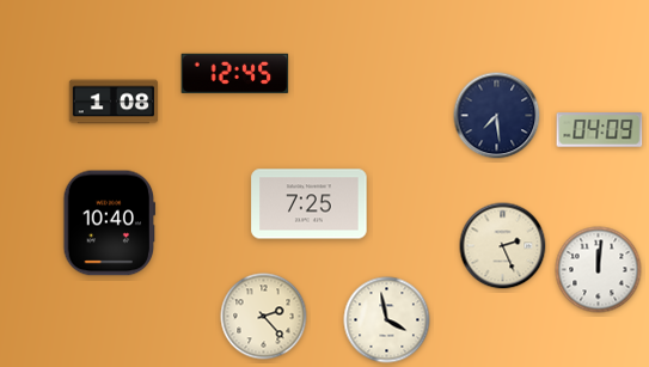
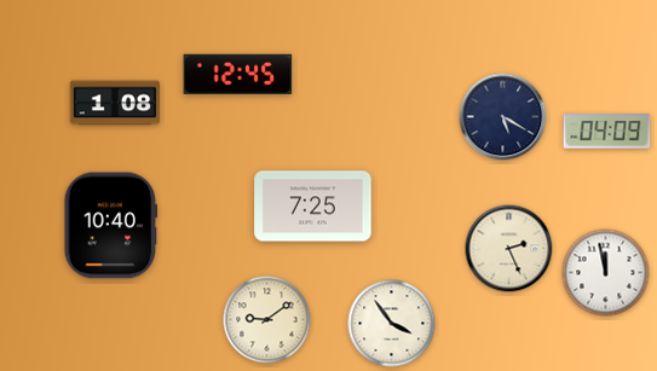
clock at (497, 116): 7:29 -> 5:20
clock at (599, 270): 12:01 -> 11:58
clock at (264, 317): 2:23 -> 9:09
clock at (387, 320): 3:58 -> 3:54
